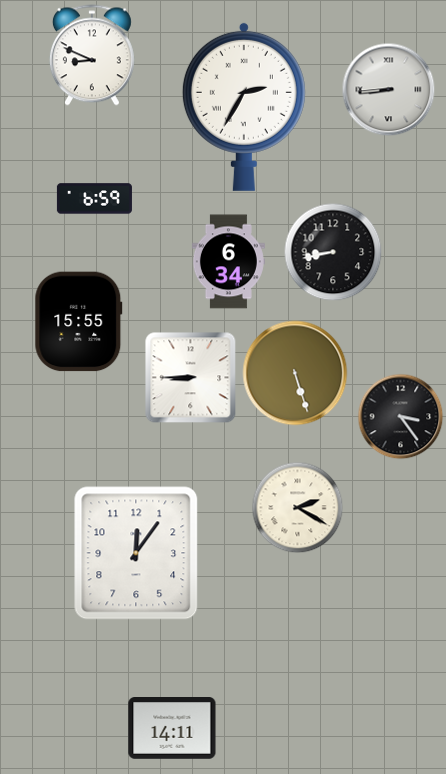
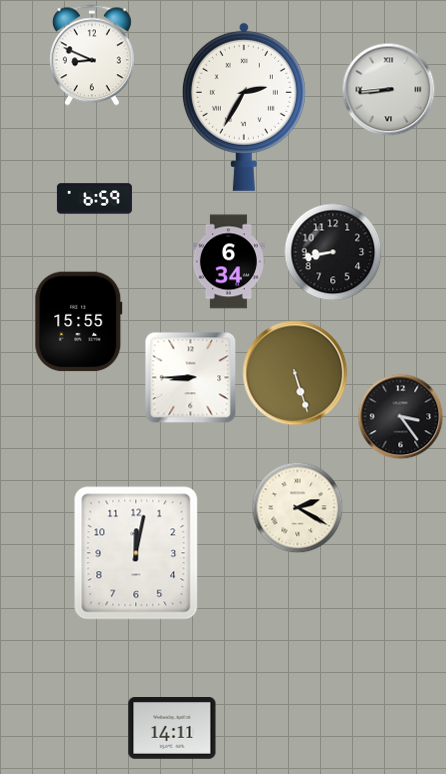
clock at (136, 553): 12:06 -> 12:02
